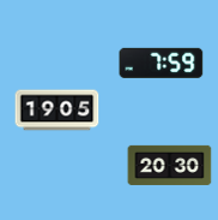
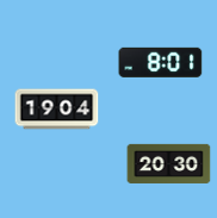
clock at (162, 63): 7:59 -> 8:01
clock at (57, 111): 19:05 -> 19:04
